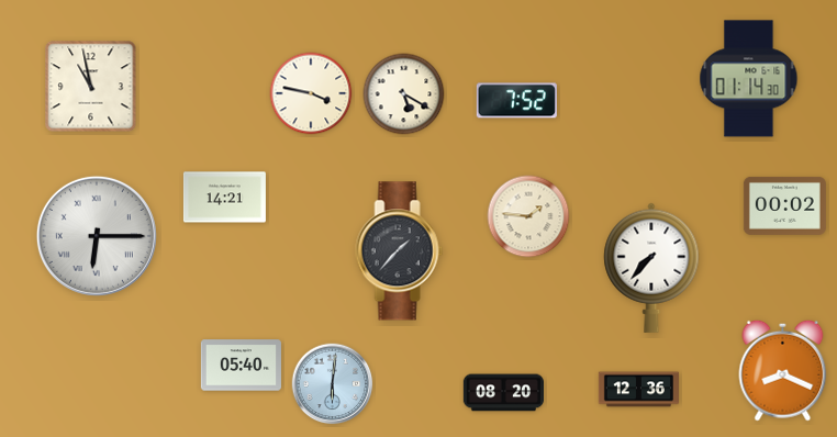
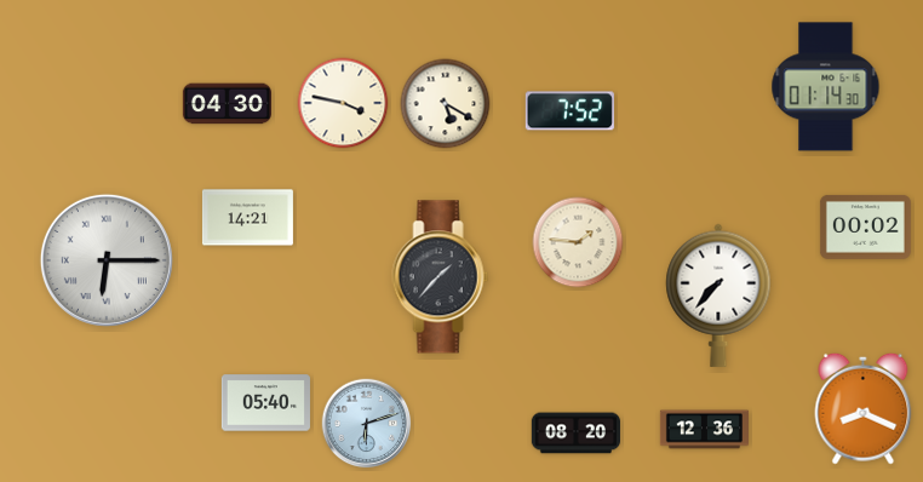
clock at (91, 87): 10:58 -> none
clock at (227, 104): none -> 04:30
clock at (528, 216) position: (528, 216) -> (578, 242)
clock at (333, 384): 6:01 -> 6:12
clock at (503, 393) position: (503, 393) -> (575, 434)
